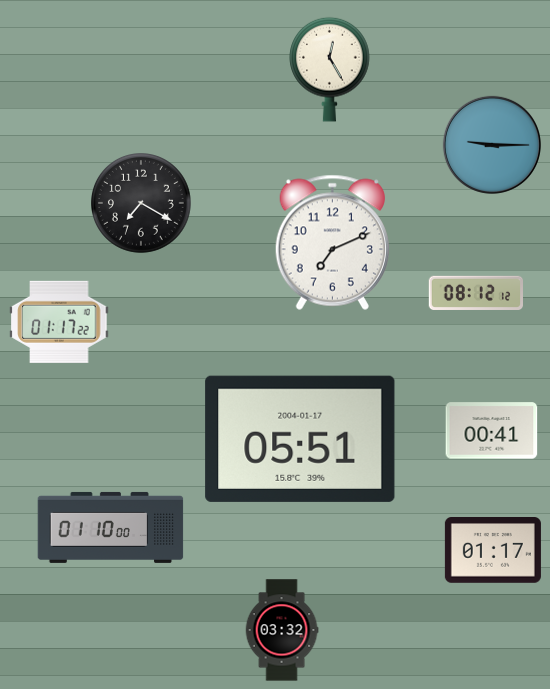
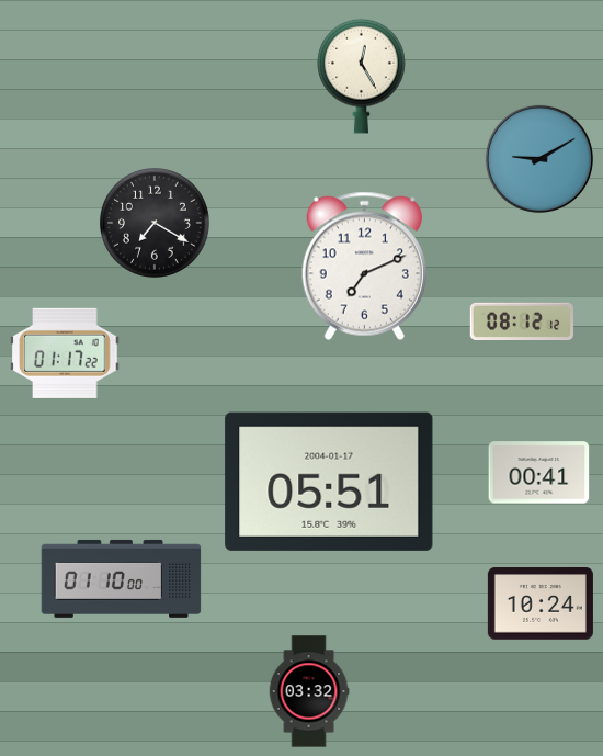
clock at (492, 145): 9:15 -> 9:10
clock at (493, 551): 01:17 -> 10:24
